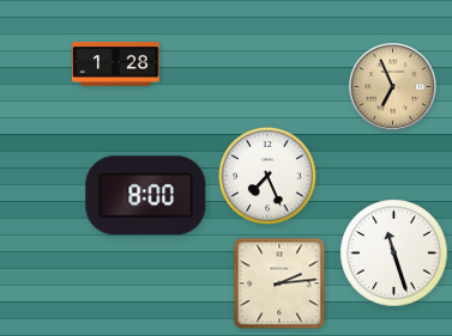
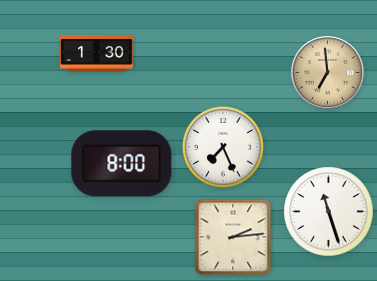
clock at (116, 65): 1:28 -> 1:30
clock at (392, 86): 6:56 -> 6:59
